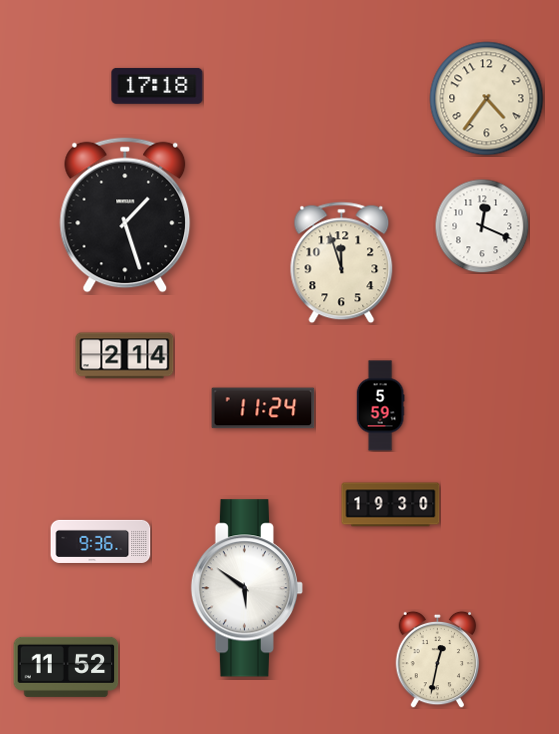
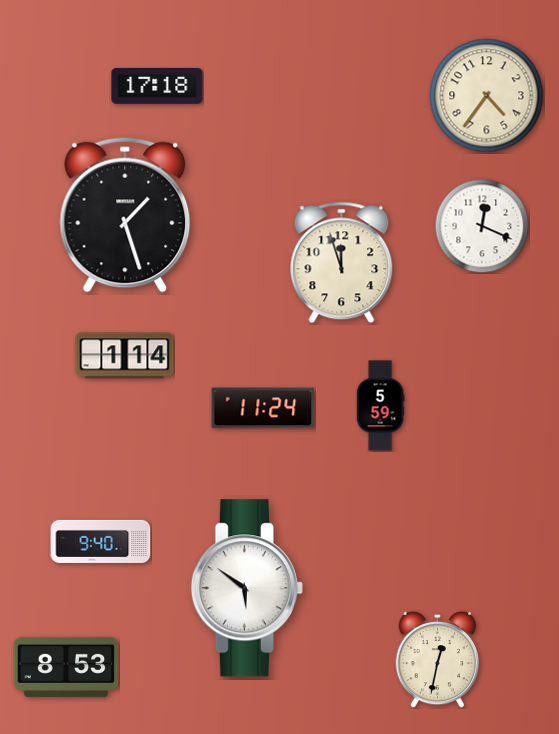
clock at (487, 99) position: (487, 99) -> (487, 96)
clock at (125, 356): 2:14 -> 1:14
clock at (391, 505): 19:30 -> none
clock at (101, 541): 9:36 -> 9:40
clock at (66, 667): 11:52 -> 8:53
